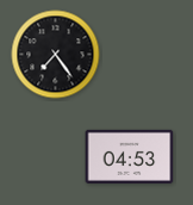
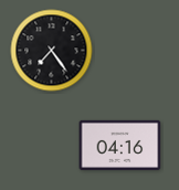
clock at (130, 156): 04:53 -> 04:16
